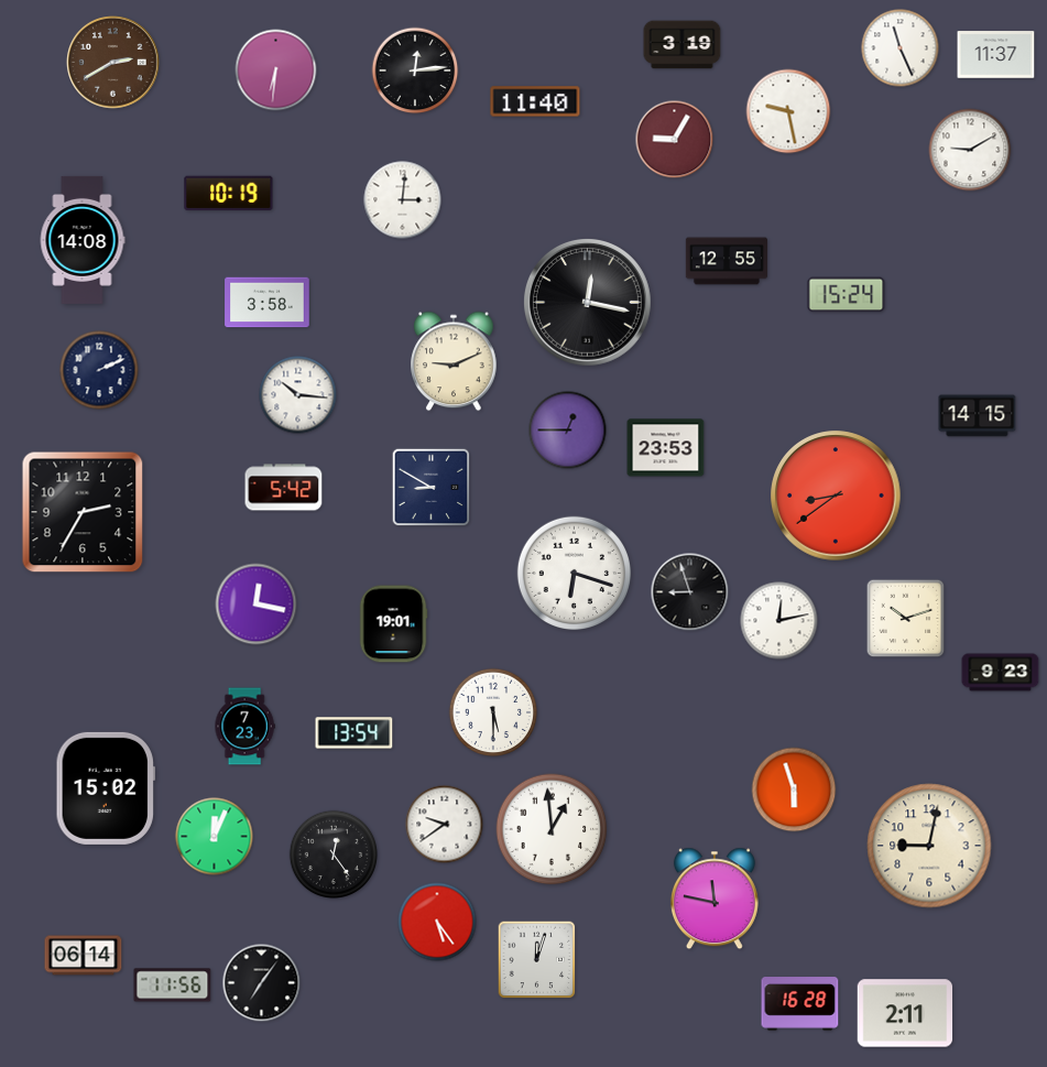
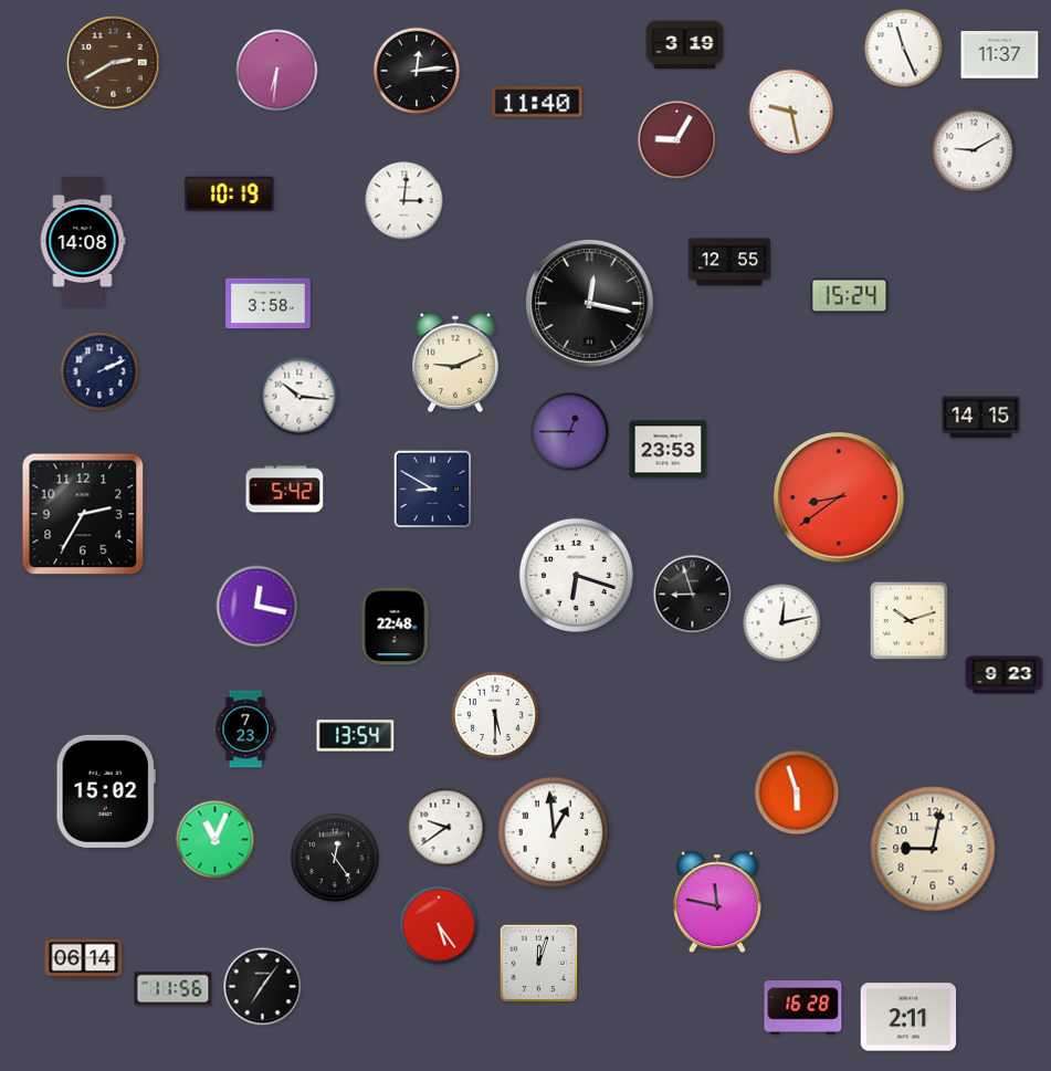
clock at (393, 624): 19:01 -> 22:48
clock at (215, 837): 12:04 -> 11:04
